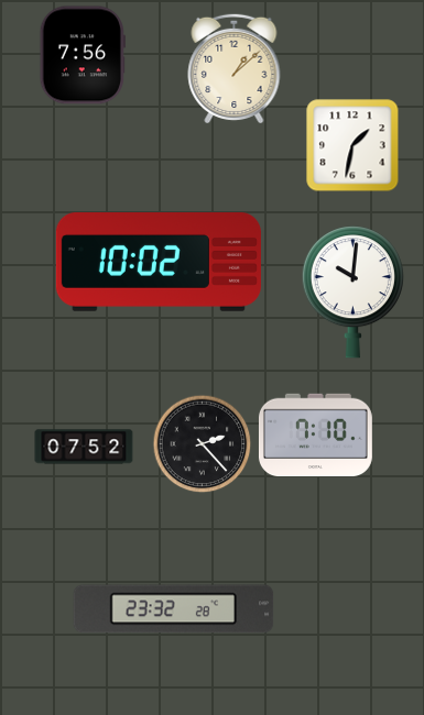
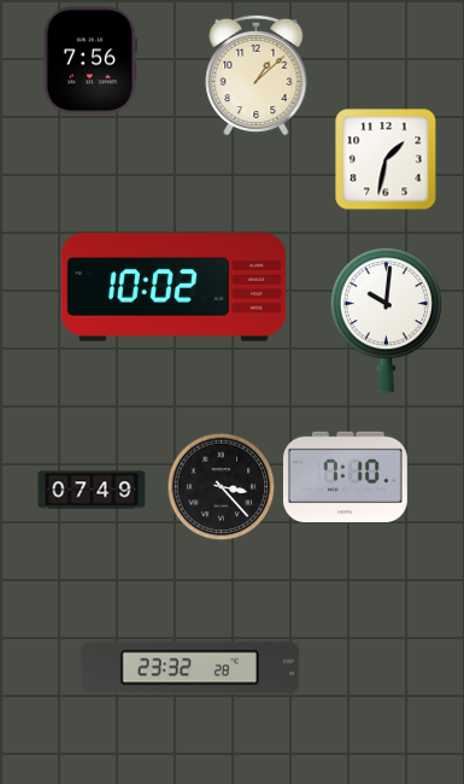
clock at (203, 444): 2:23 -> 3:23
clock at (84, 447): 07:52 -> 07:49
